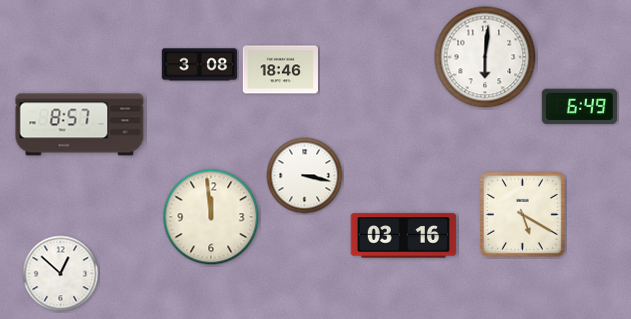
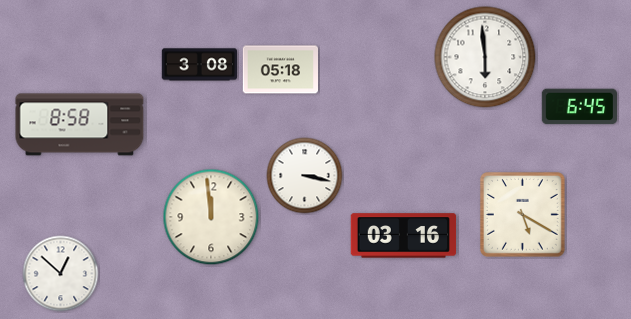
clock at (485, 57): 6:01 -> 5:59
clock at (280, 70): 18:46 -> 05:18
clock at (579, 107): 6:49 -> 6:45
clock at (80, 125): 8:57 -> 8:58
